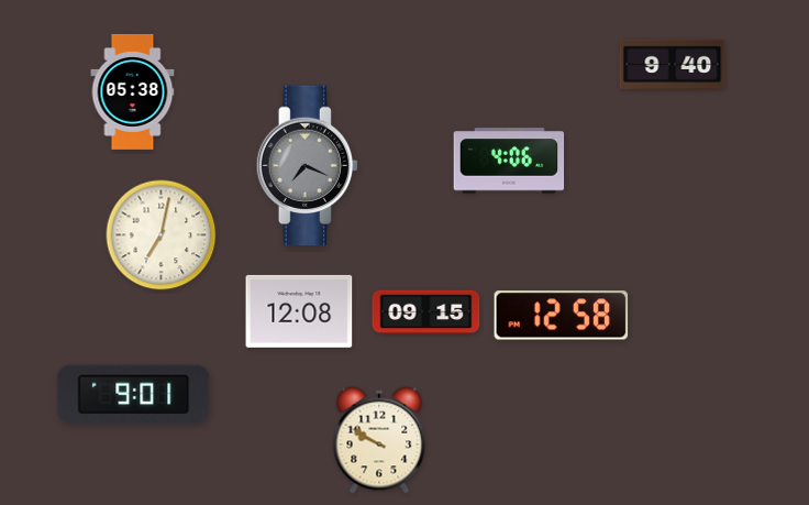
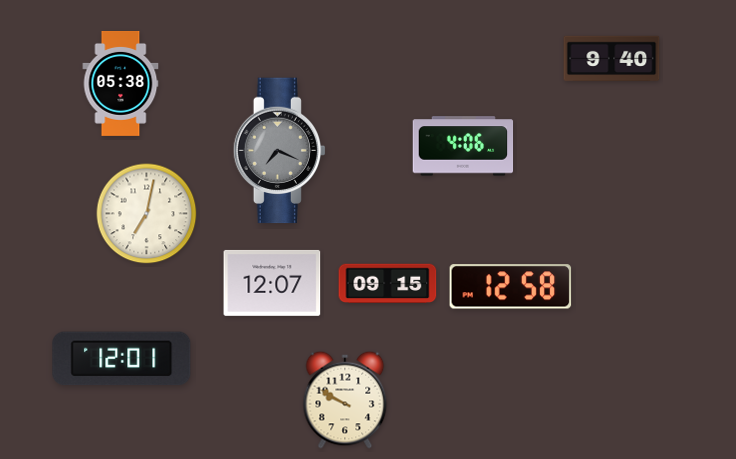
clock at (299, 311): 12:08 -> 12:07
clock at (134, 395): 9:01 -> 12:01
